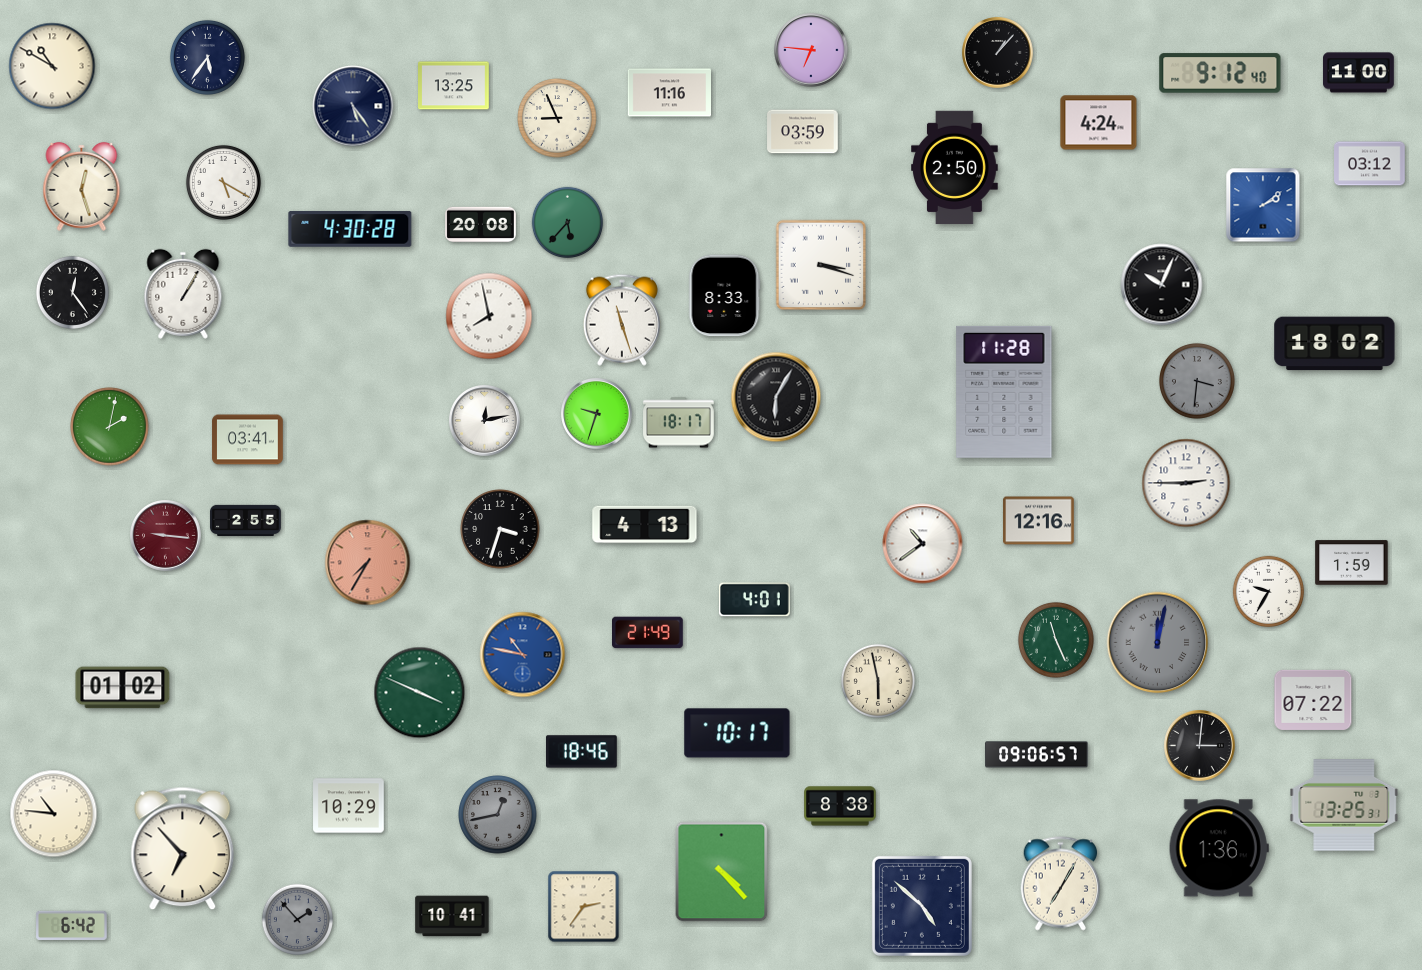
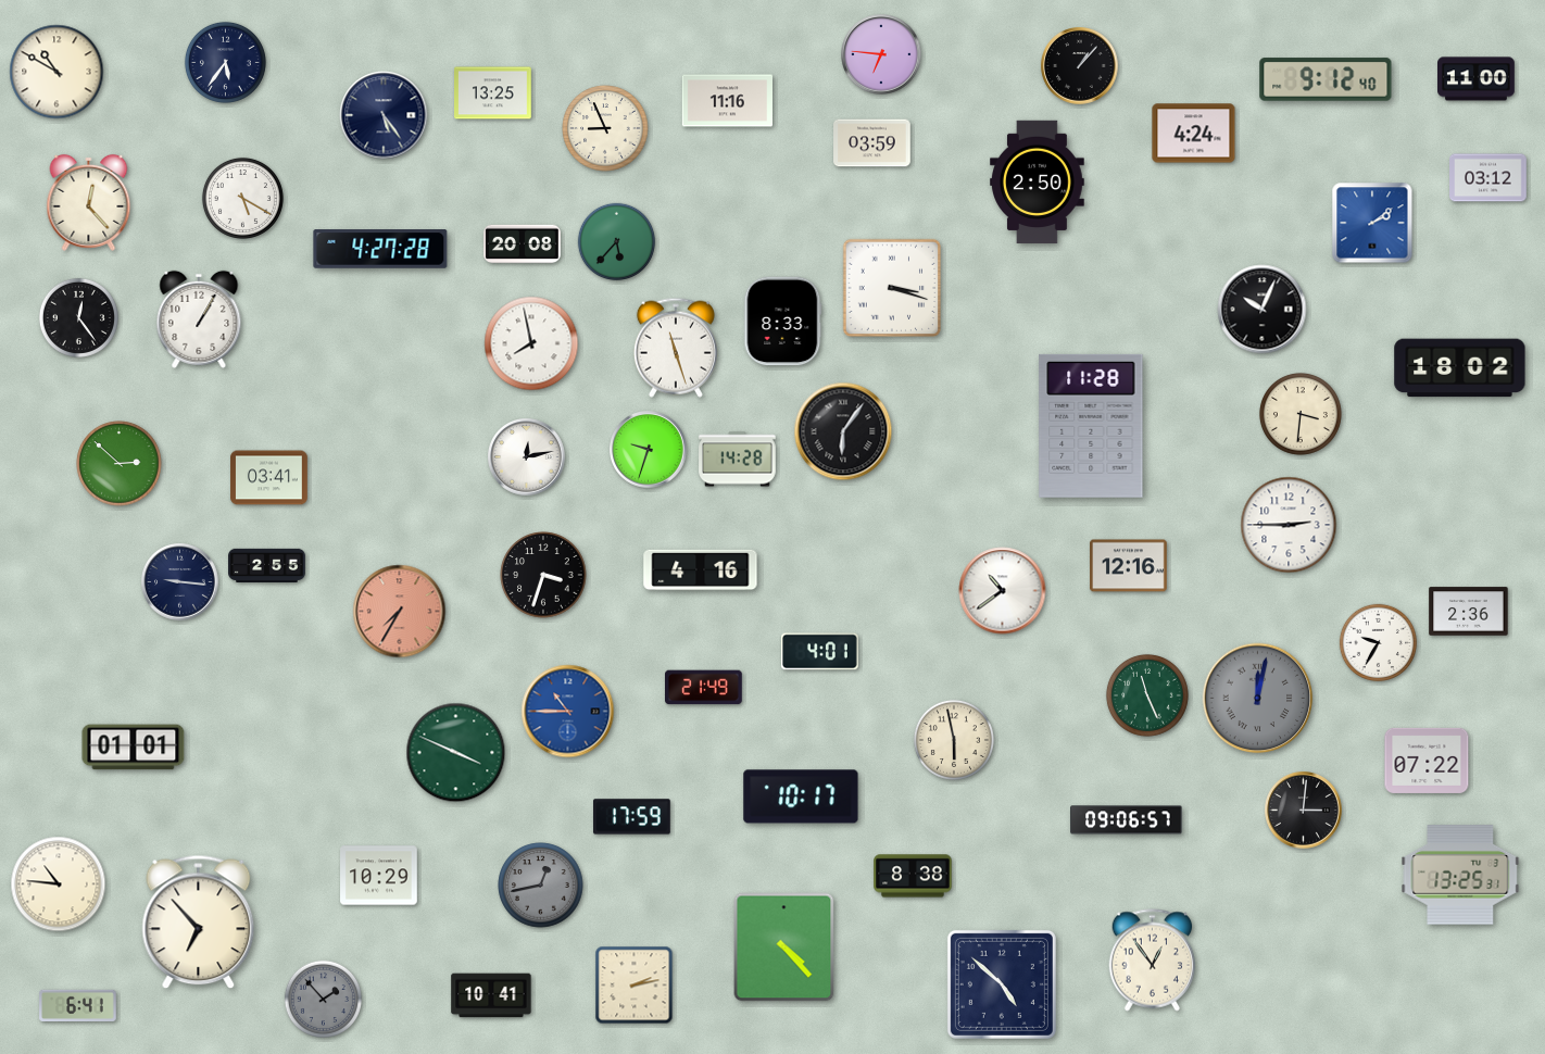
clock at (998, 53) position: (998, 53) -> (1080, 66)
clock at (82, 186): 12:27 -> 12:23
clock at (350, 230): 4:30 -> 4:27
clock at (725, 296) position: (725, 296) -> (783, 322)
clock at (1335, 344) position: (1335, 344) -> (1460, 368)
clock at (1197, 381) dial: grey -> cream
clock at (776, 397): 6:05 -> 6:06
clock at (679, 423): 18:17 -> 14:28
clock at (110, 427): 2:02 -> 2:52
clock at (645, 525): 4:13 -> 4:16
clock at (166, 536) dial: burgundy -> navy
clock at (1352, 563): 1:59 -> 2:36
clock at (523, 655): 10:47 -> 10:45
clock at (123, 688): 01:02 -> 01:01
clock at (582, 752): 18:46 -> 17:59
clock at (1219, 848): 1:36 -> none
clock at (1061, 884): 7:05 -> 12:54
clock at (584, 907): 2:36 -> 2:13
clock at (72, 925): 6:42 -> 6:41
